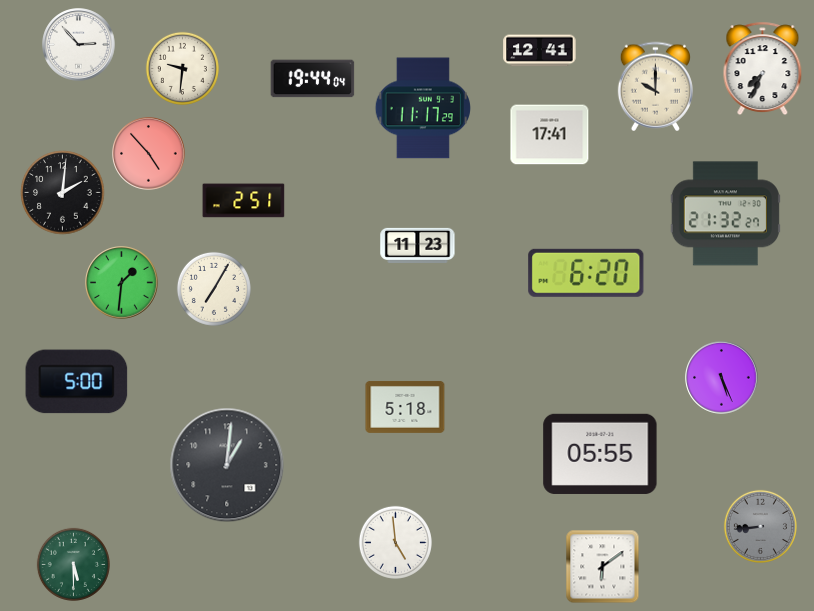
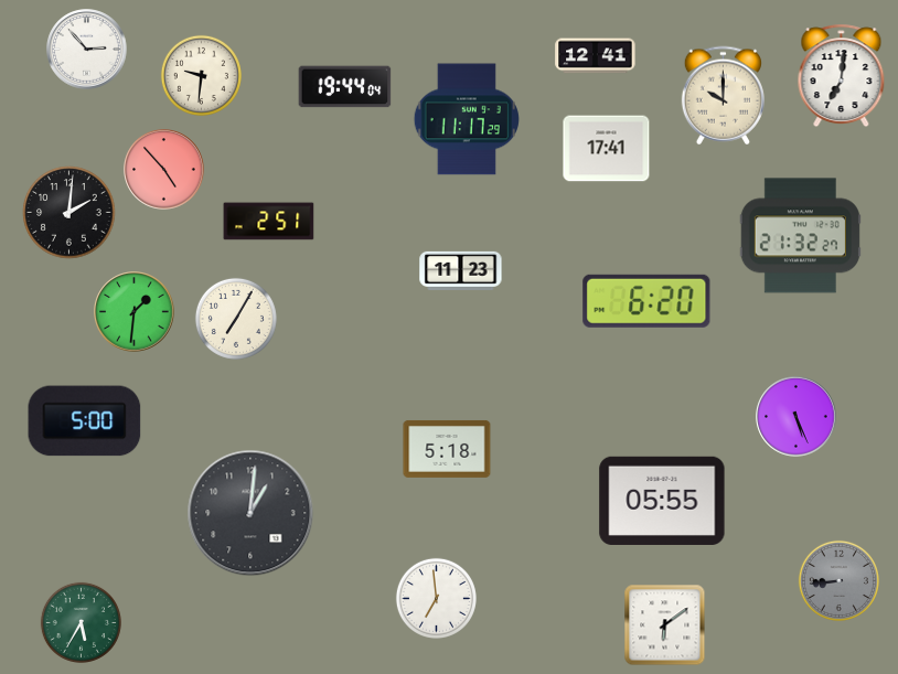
clock at (763, 69): 7:34 -> 7:01
clock at (395, 542): 4:59 -> 6:59
clock at (73, 564): 5:30 -> 5:35
